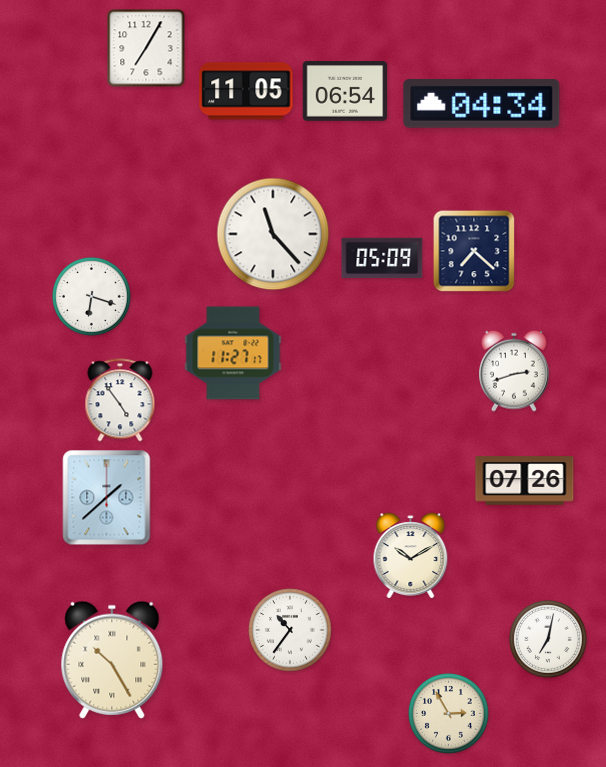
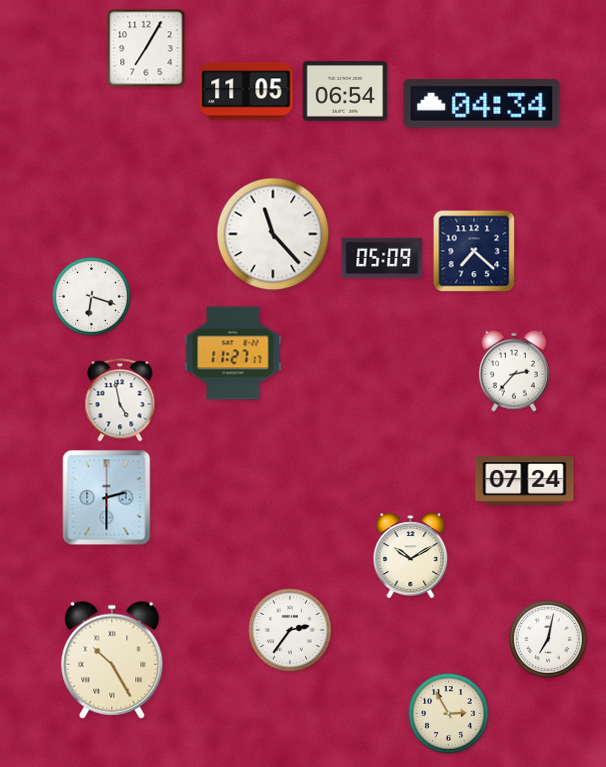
clock at (515, 371): 2:42 -> 2:37
clock at (120, 400): 4:54 -> 4:58
clock at (525, 481): 07:26 -> 07:24
clock at (107, 498): 1:38 -> 2:30
clock at (290, 630): 10:36 -> 2:36
